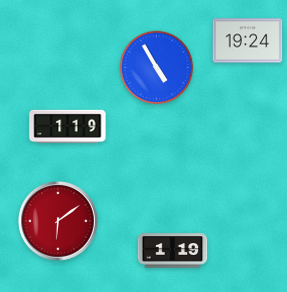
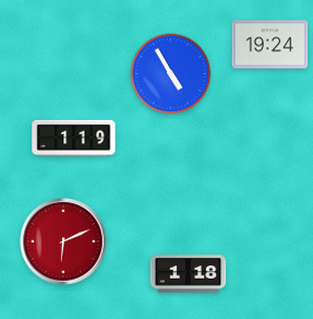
clock at (58, 221): 6:09 -> 6:11
clock at (173, 251): 1:19 -> 1:18
